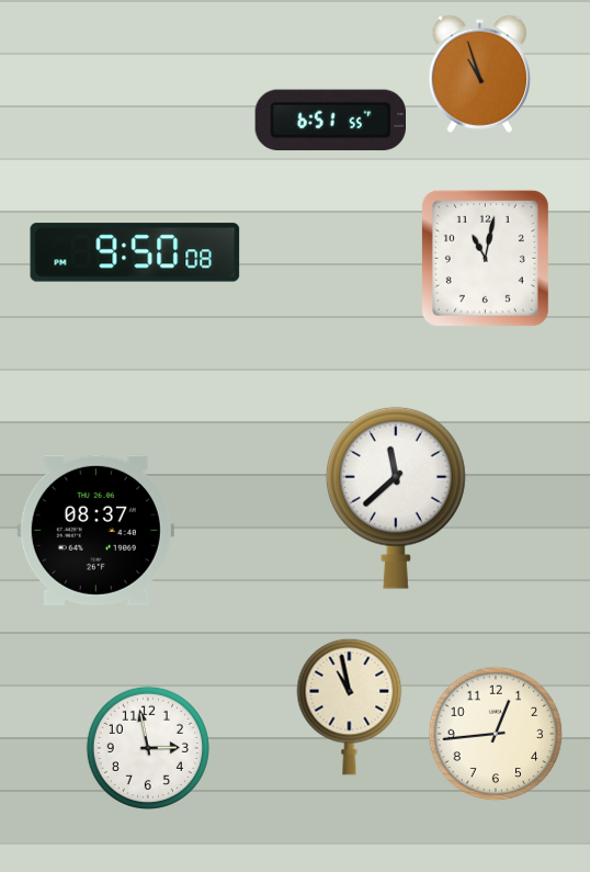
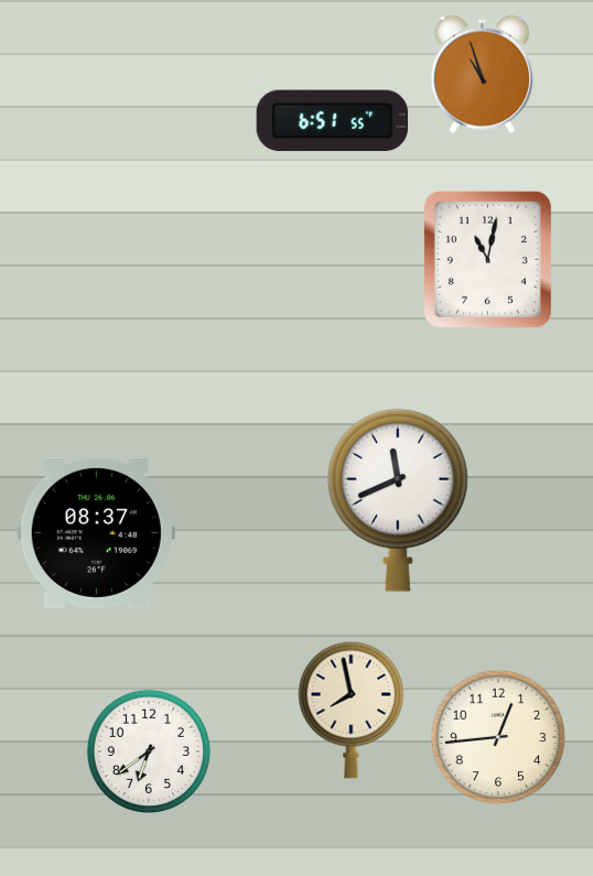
clock at (135, 252): 9:50 -> none
clock at (396, 498): 11:38 -> 11:41
clock at (350, 706): 10:58 -> 7:58
clock at (148, 748): 2:58 -> 6:39
